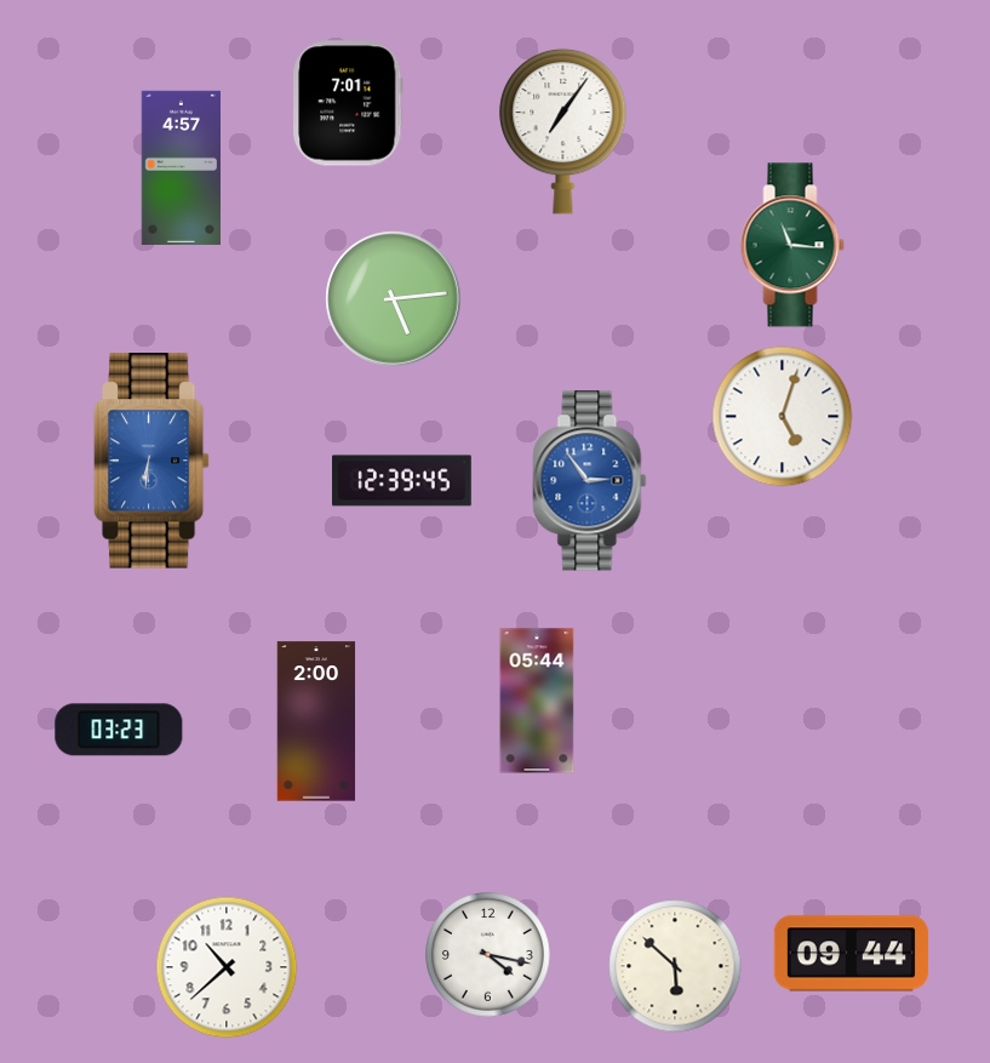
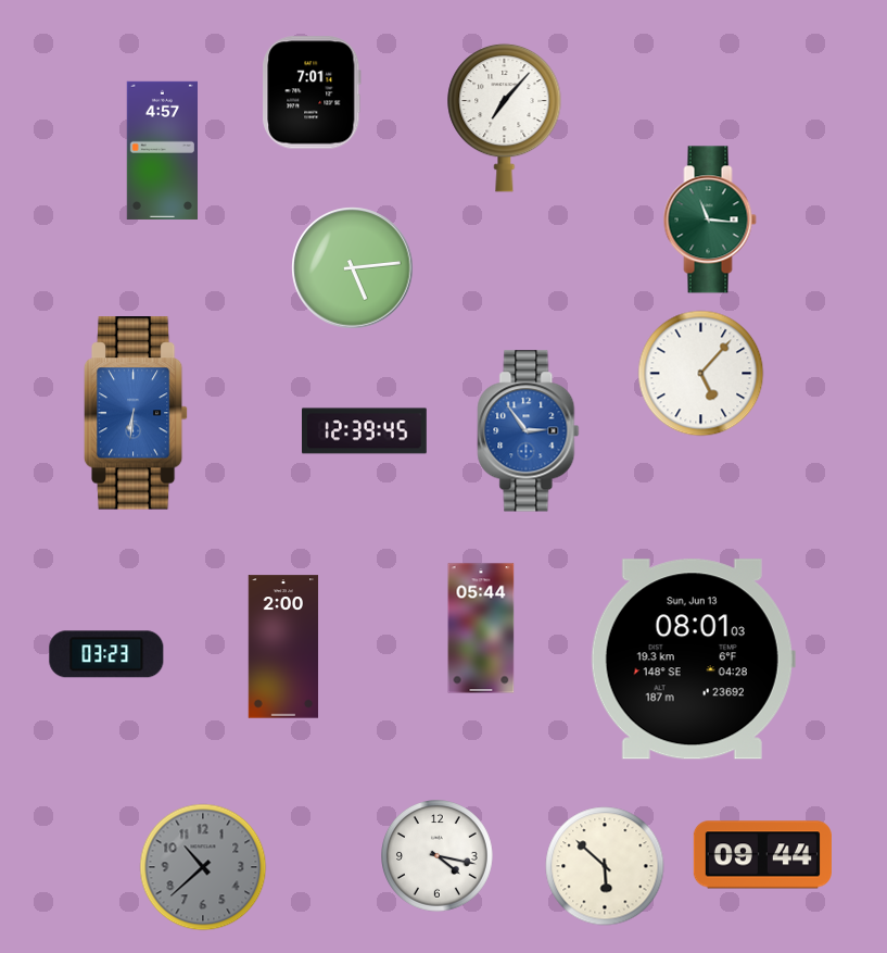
clock at (563, 131): 7:06 -> 7:07
clock at (783, 417): 5:03 -> 5:07
clock at (402, 481) position: (402, 481) -> (365, 431)
clock at (693, 660): none -> 08:01
clock at (227, 967) dial: white -> grey
